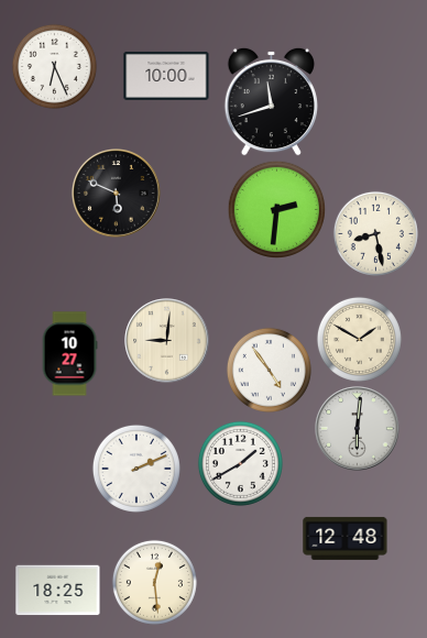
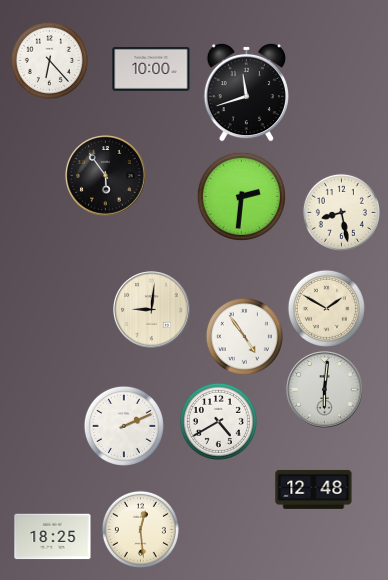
clock at (54, 66): 6:26 -> 6:23
clock at (117, 194): 5:49 -> 5:54
clock at (276, 209) position: (276, 209) -> (241, 196)
clock at (69, 354): 10:27 -> none
clock at (240, 463): 1:40 -> 4:40
